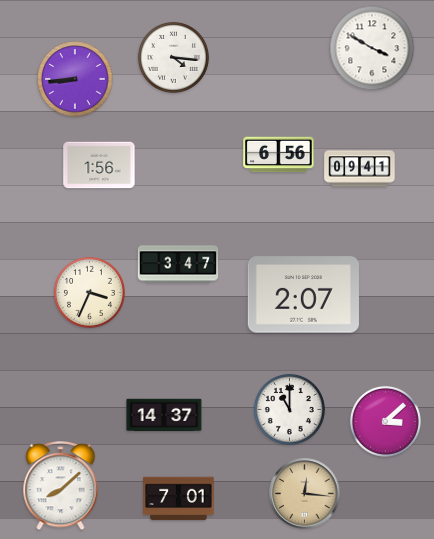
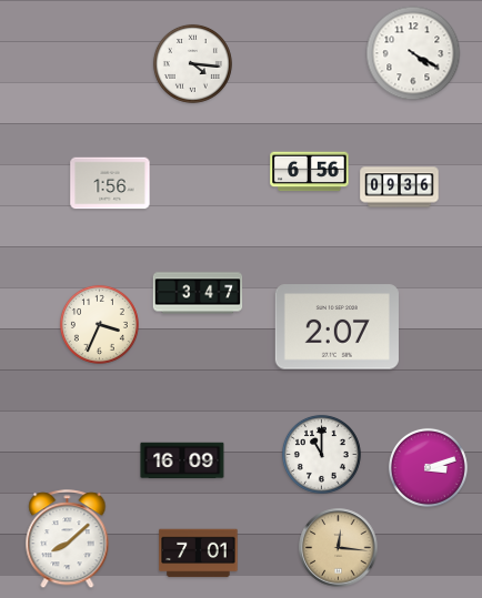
clock at (372, 48): 3:50 -> 4:20
clock at (75, 79): 8:44 -> none
clock at (360, 169): 09:41 -> 09:36
clock at (164, 415): 14:37 -> 16:09
clock at (385, 421): 3:08 -> 3:12
